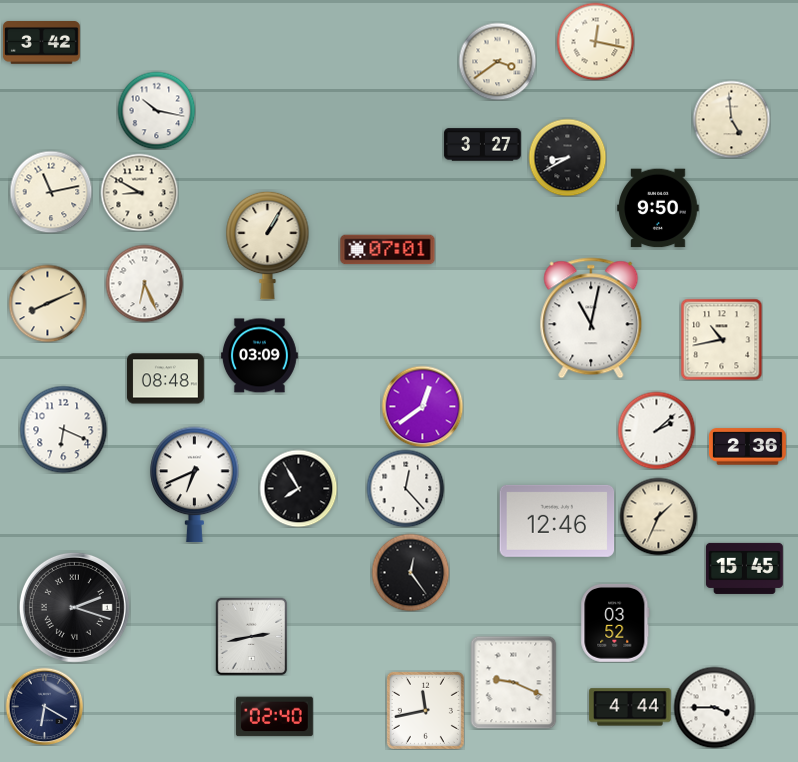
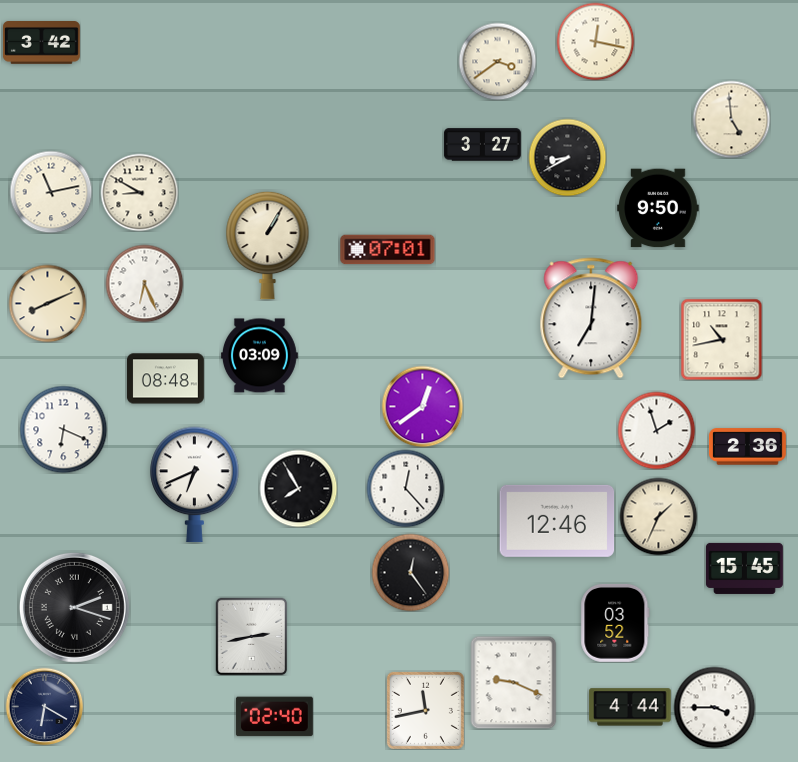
clock at (156, 110): 10:17 -> none
clock at (591, 318): 11:02 -> 7:01
clock at (656, 430): 2:08 -> 1:57
